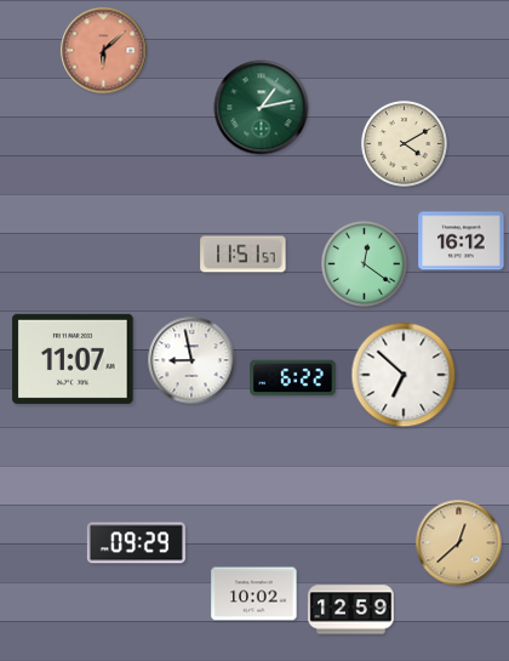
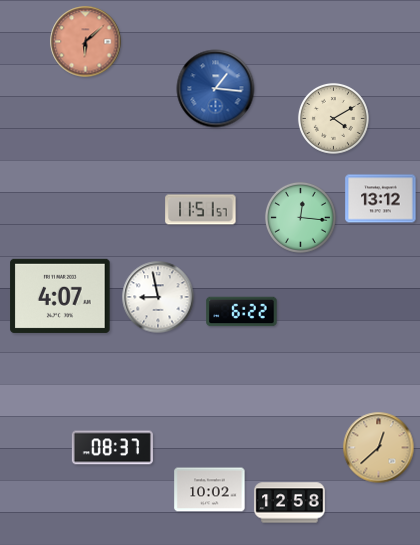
clock at (262, 108): 1:13 -> 1:16
clock at (262, 108) dial: green -> blue
clock at (462, 241): 16:12 -> 13:12
clock at (364, 263): 12:21 -> 12:16
clock at (73, 359): 11:07 -> 4:07
clock at (404, 375): 6:52 -> none
clock at (136, 543): 09:29 -> 08:37
clock at (351, 610): 12:59 -> 12:58
